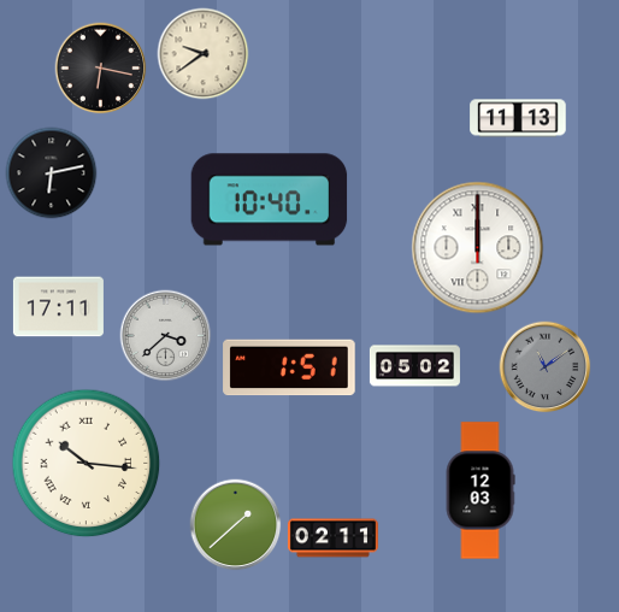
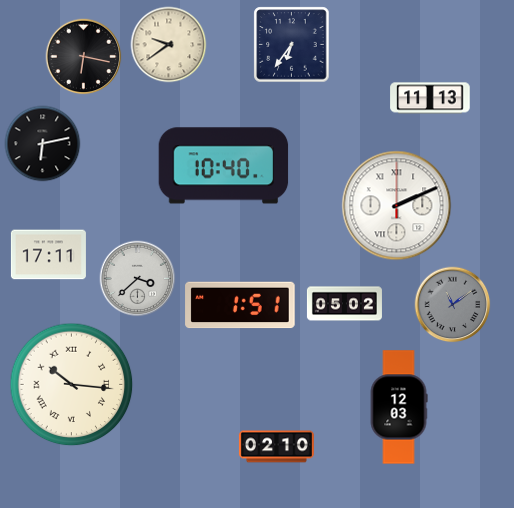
clock at (292, 45): none -> 6:36
clock at (478, 248): 12:00 -> 2:11
clock at (236, 525): 1:38 -> none
clock at (332, 539): 02:11 -> 02:10
